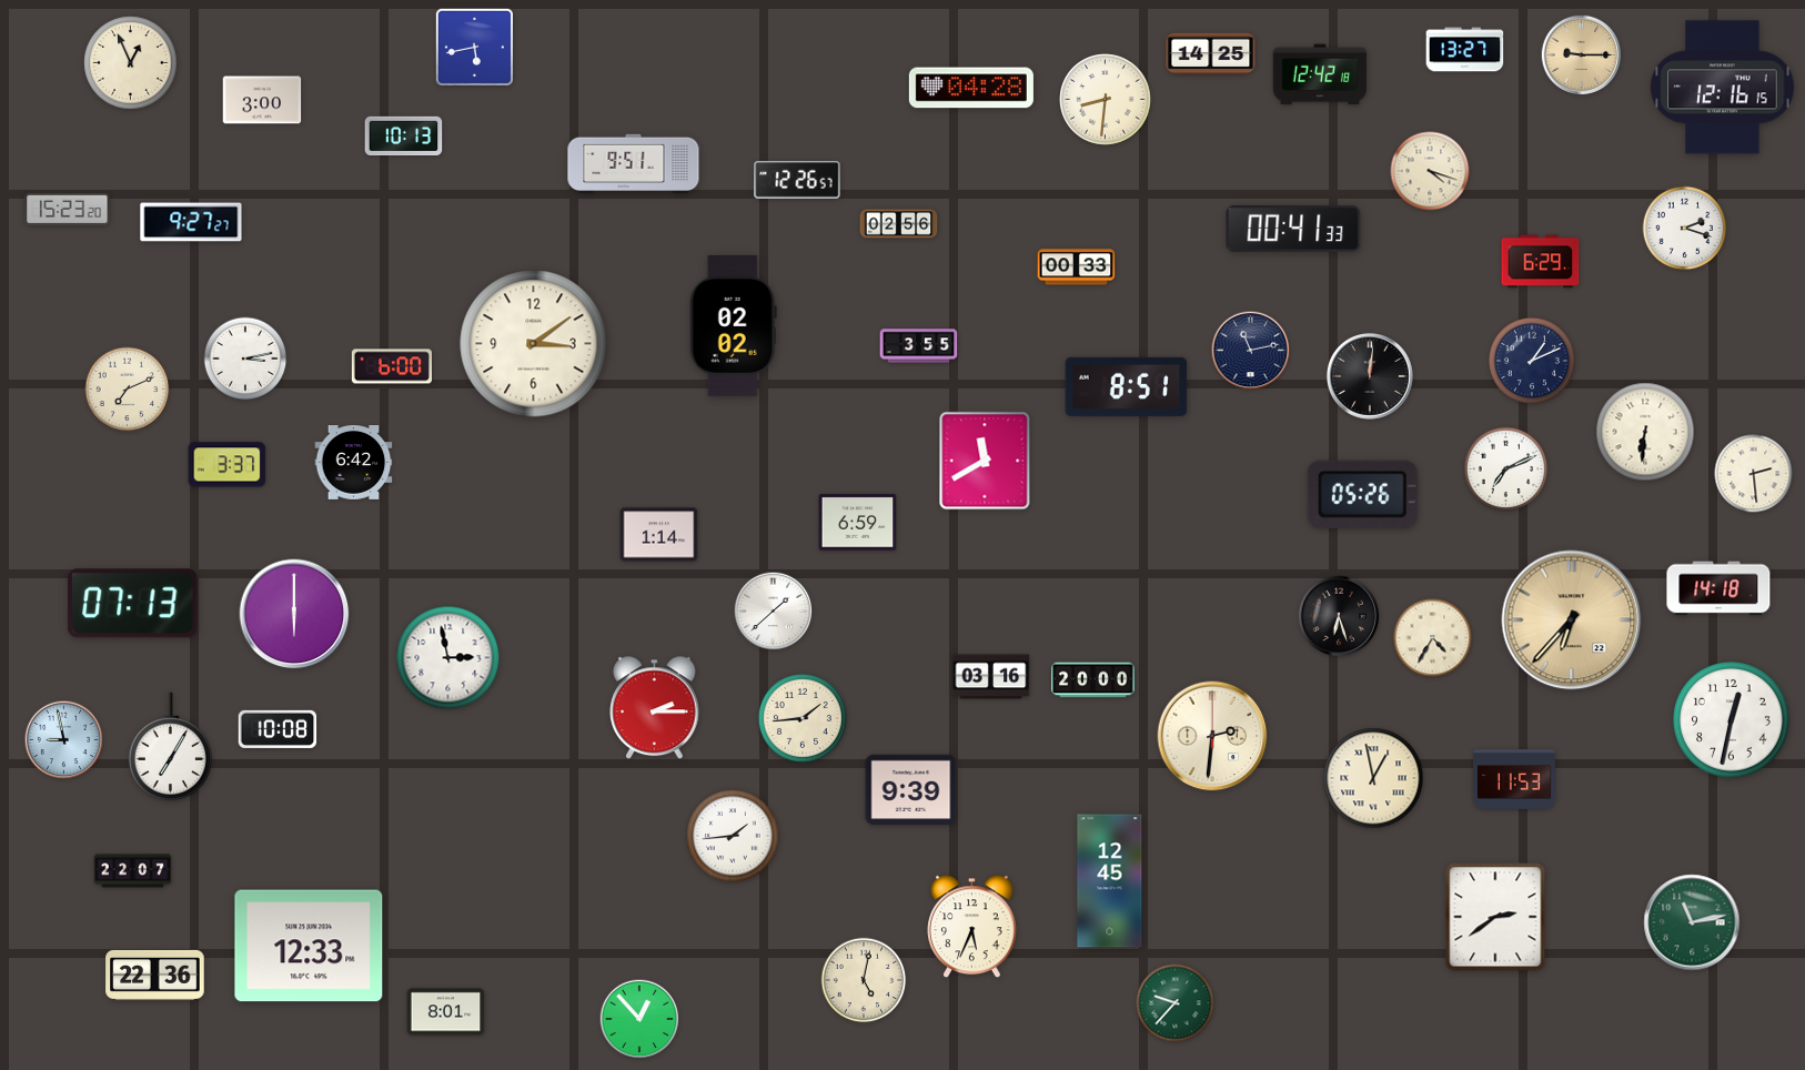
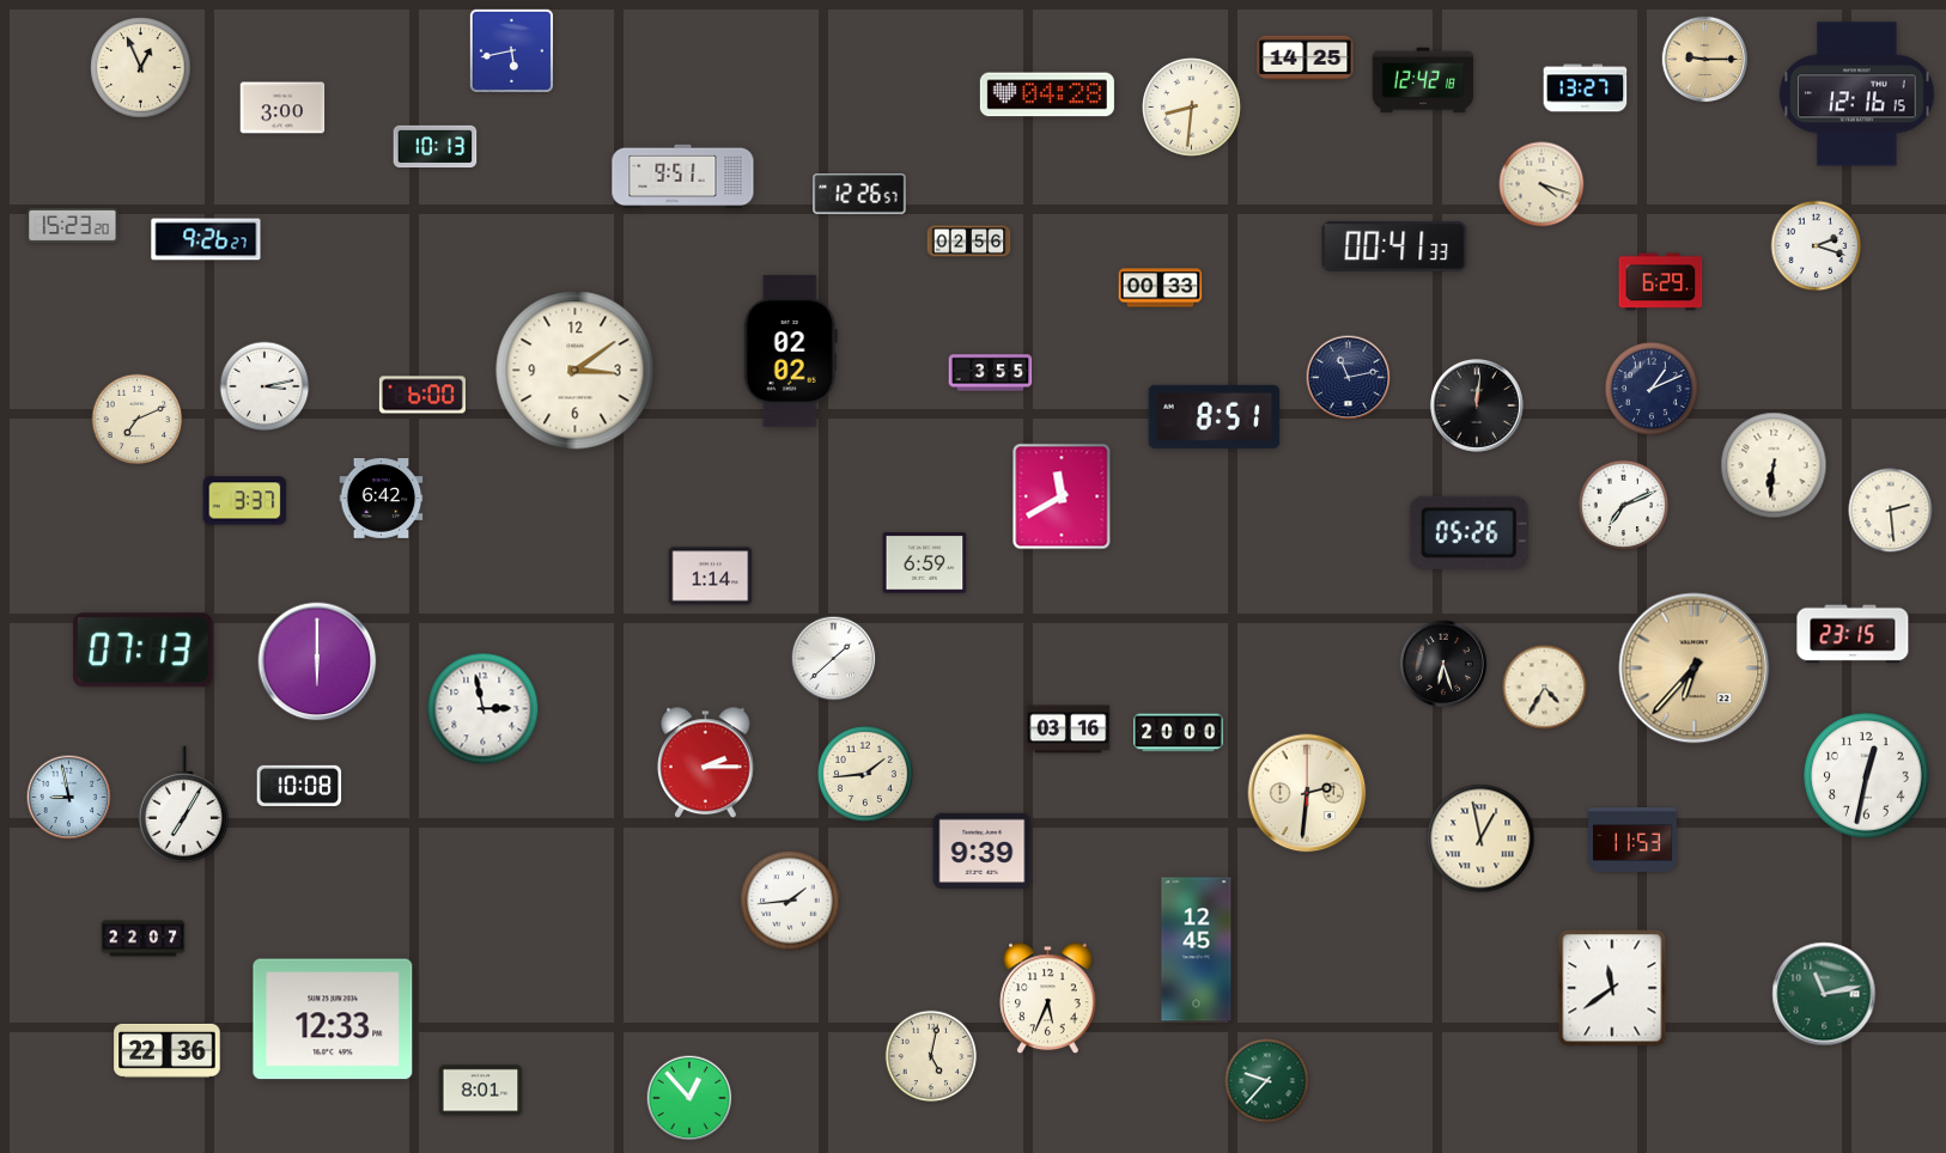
clock at (1465, 50) position: (1465, 50) -> (1586, 89)
clock at (191, 222): 9:27 -> 9:26
clock at (1718, 588): 14:18 -> 23:15
clock at (1495, 917): 2:39 -> 11:39
